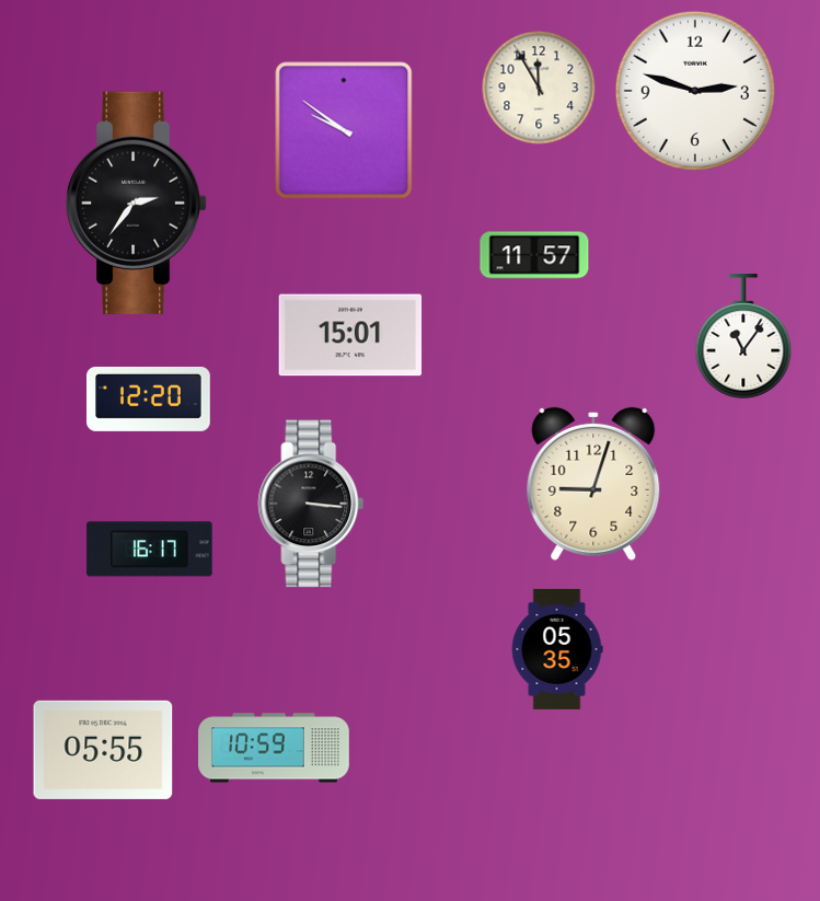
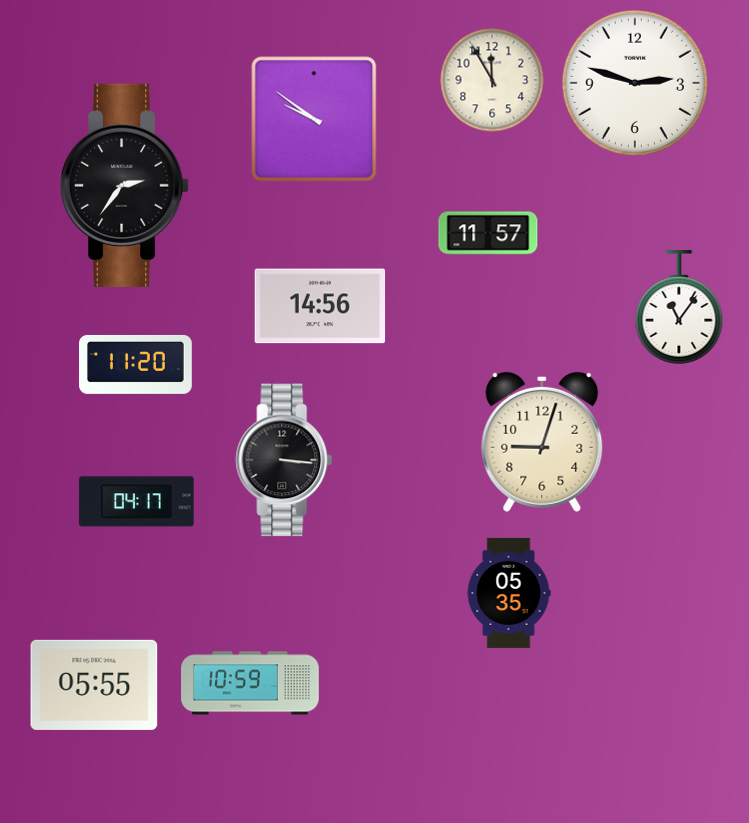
clock at (350, 335): 15:01 -> 14:56
clock at (149, 398): 12:20 -> 11:20
clock at (150, 550): 16:17 -> 04:17
